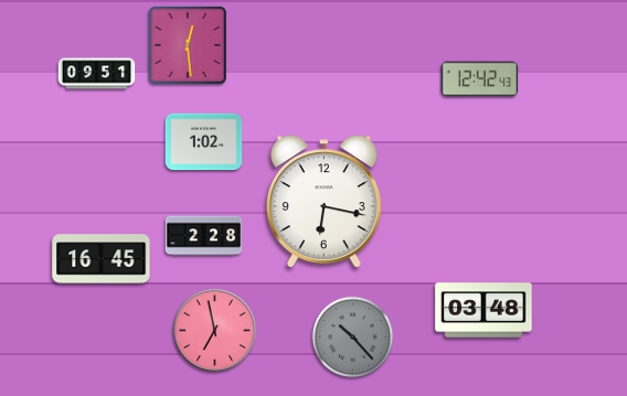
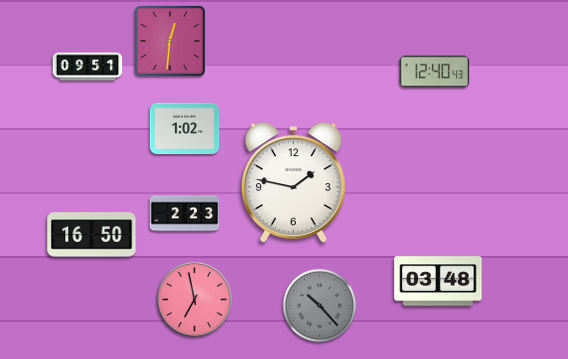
clock at (188, 45): 12:29 -> 12:31
clock at (480, 79): 12:42 -> 12:40
clock at (323, 202): 6:17 -> 1:47
clock at (204, 236): 2:28 -> 2:23
clock at (102, 259): 16:45 -> 16:50
